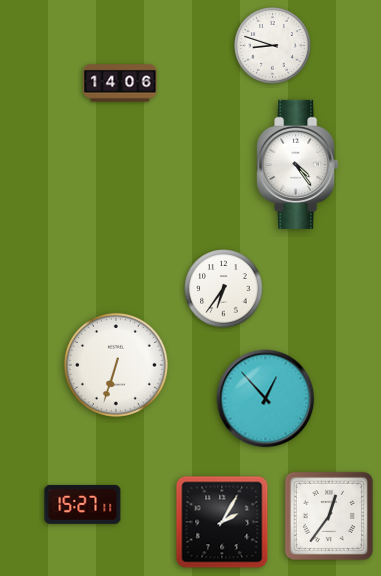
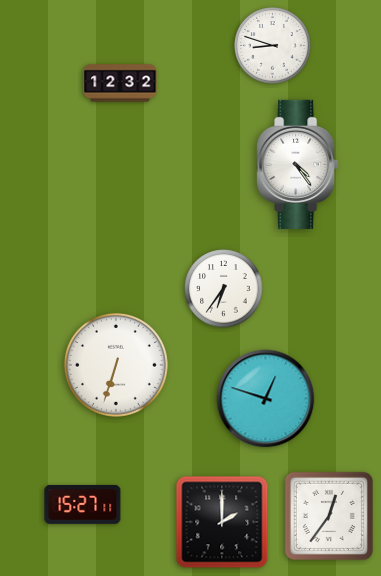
clock at (120, 83): 14:06 -> 12:32
clock at (266, 399): 12:53 -> 12:48
clock at (222, 522): 2:05 -> 2:00
